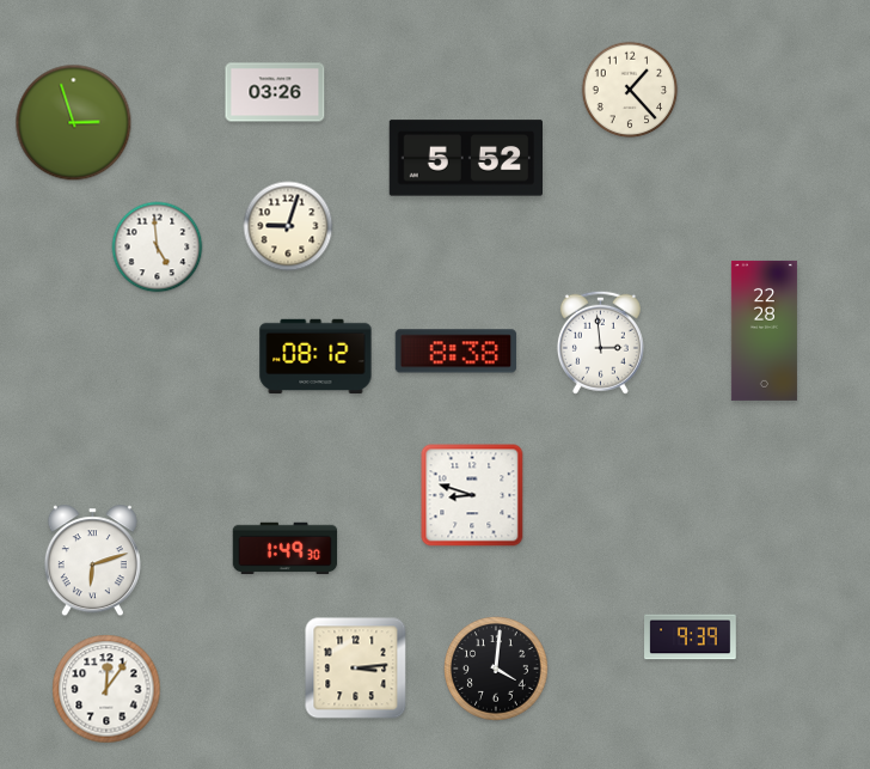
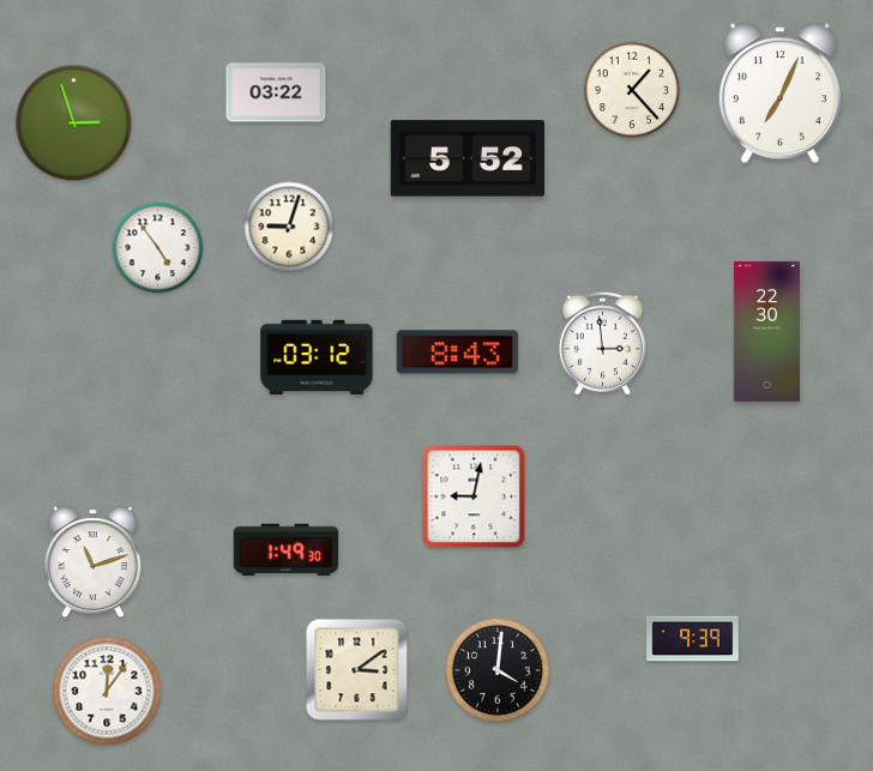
clock at (275, 92): 03:26 -> 03:22
clock at (779, 94): none -> 7:04
clock at (158, 248): 4:59 -> 4:54
clock at (764, 330): 22:28 -> 22:30
clock at (455, 352): 8:38 -> 8:43
clock at (315, 356): 08:12 -> 03:12
clock at (472, 495): 8:48 -> 9:02
clock at (92, 561): 6:12 -> 11:12
clock at (356, 669): 3:14 -> 3:09
